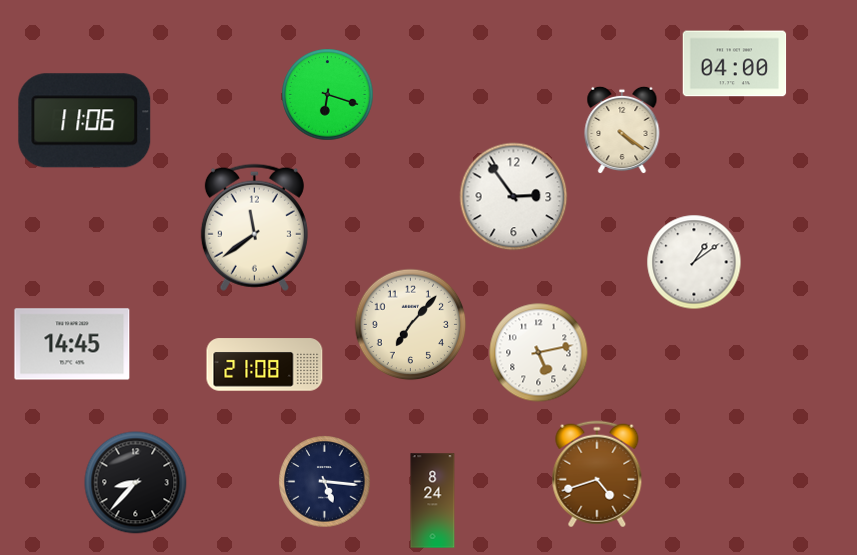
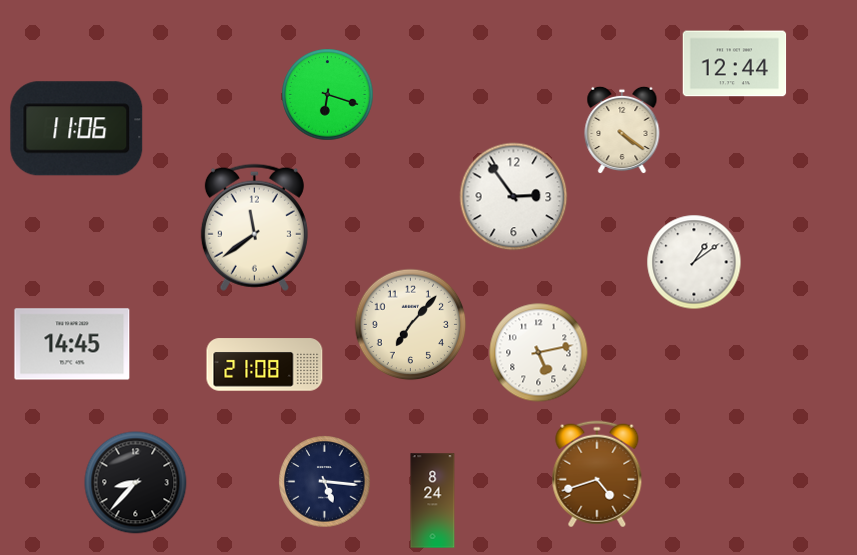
clock at (735, 64): 04:00 -> 12:44
clock at (85, 121) position: (85, 121) -> (77, 129)
